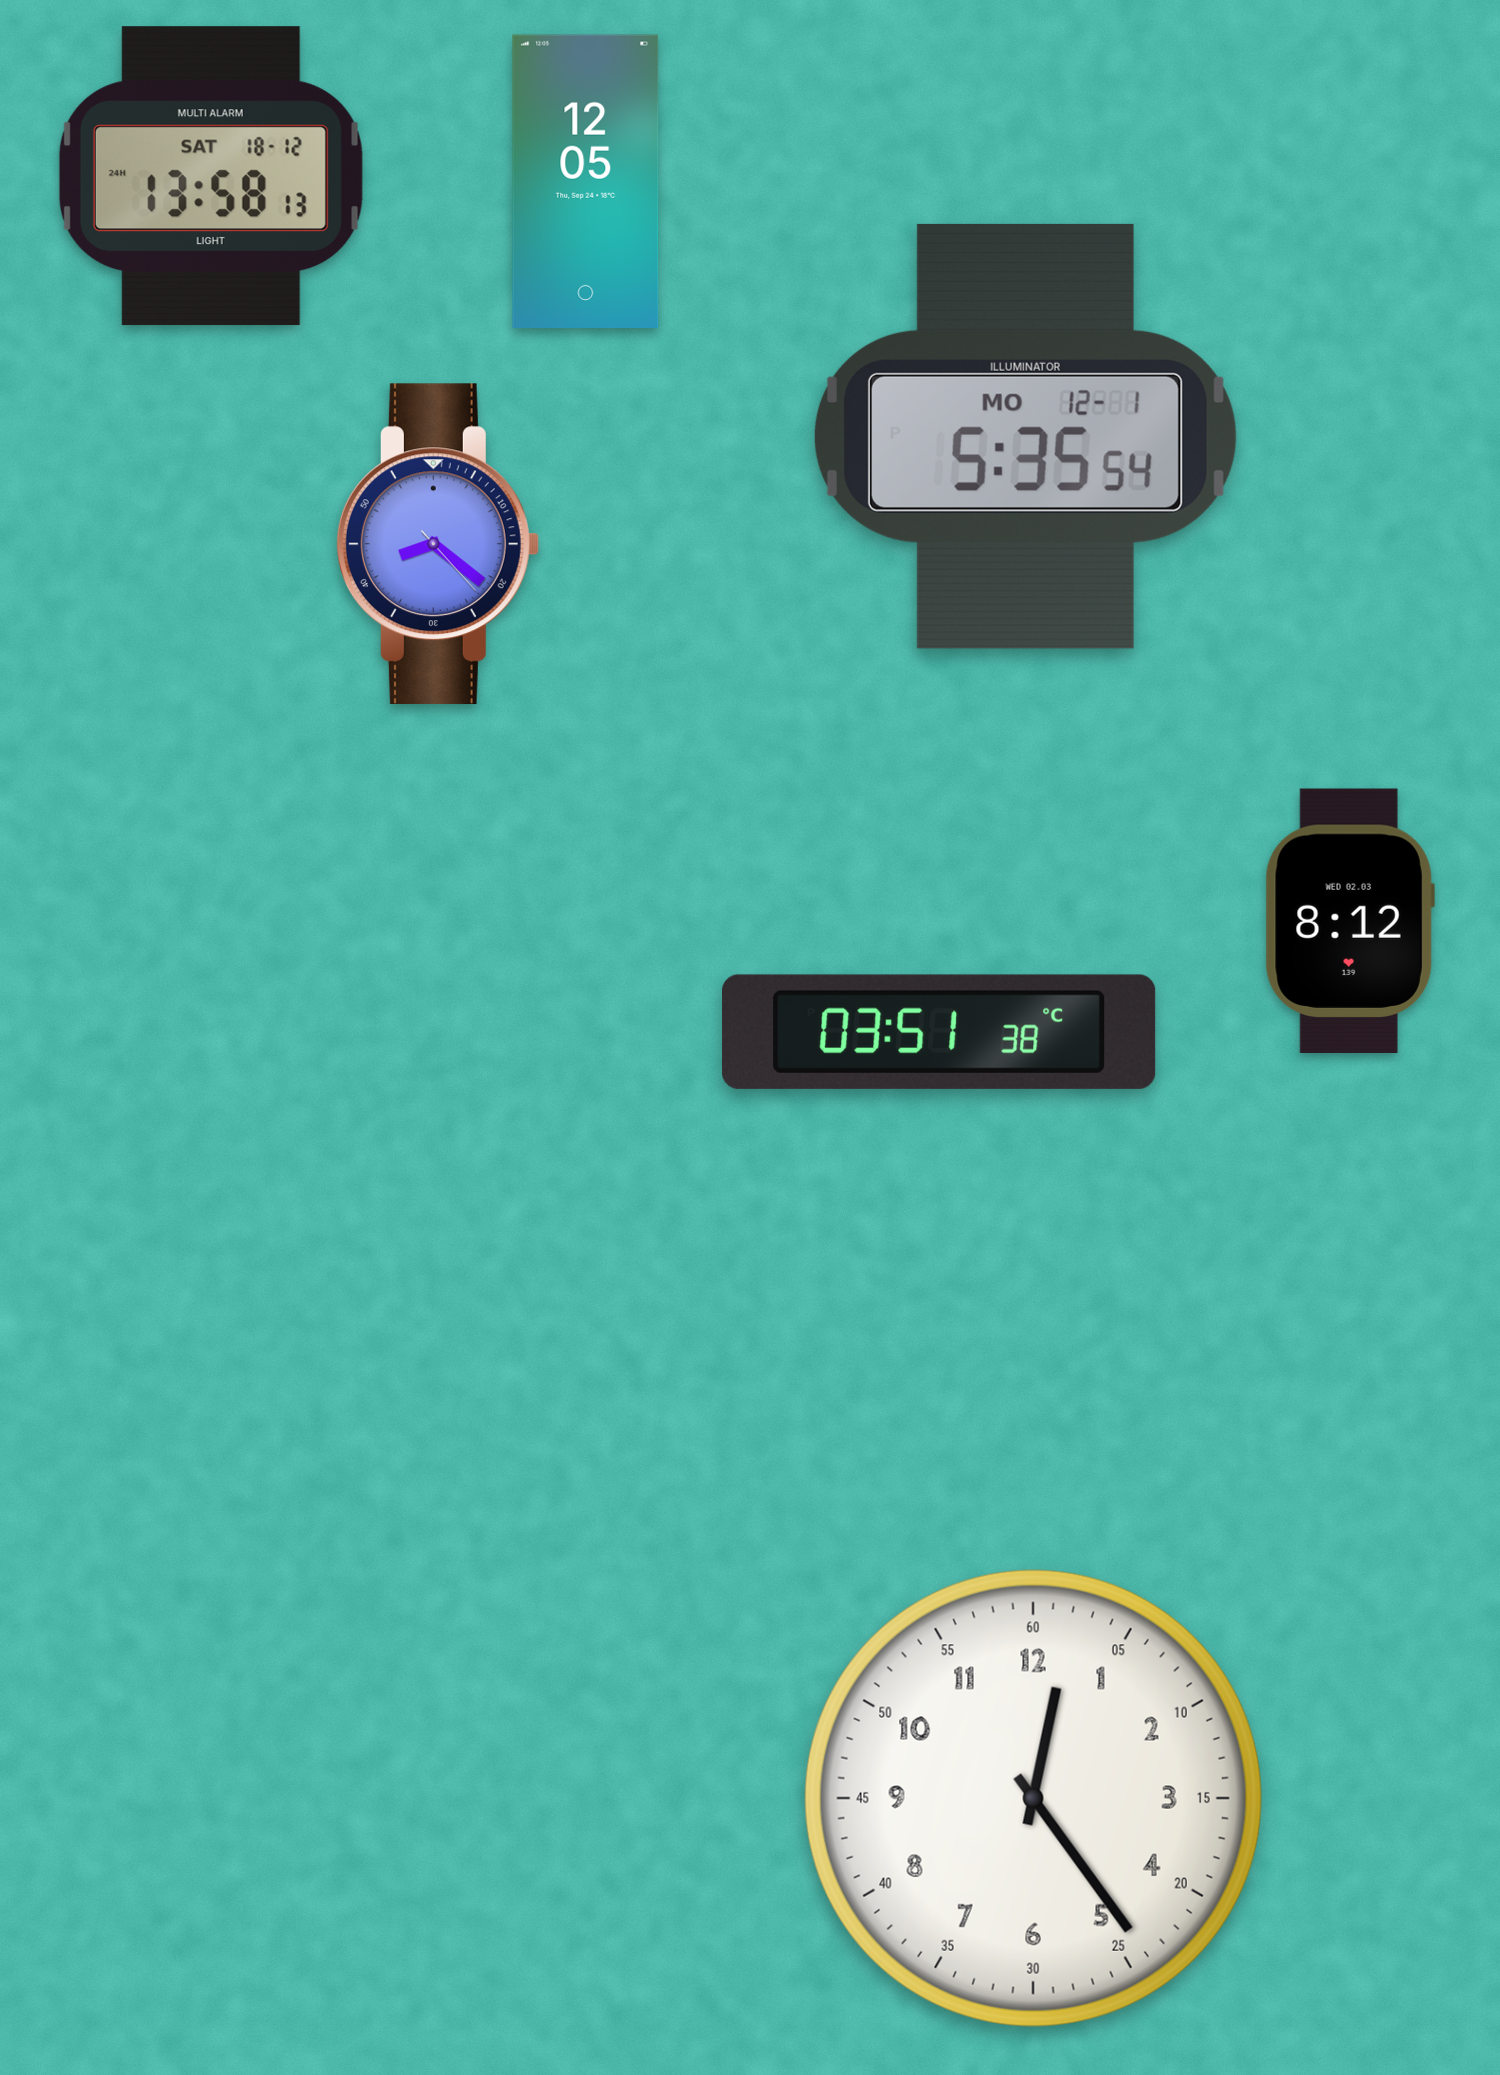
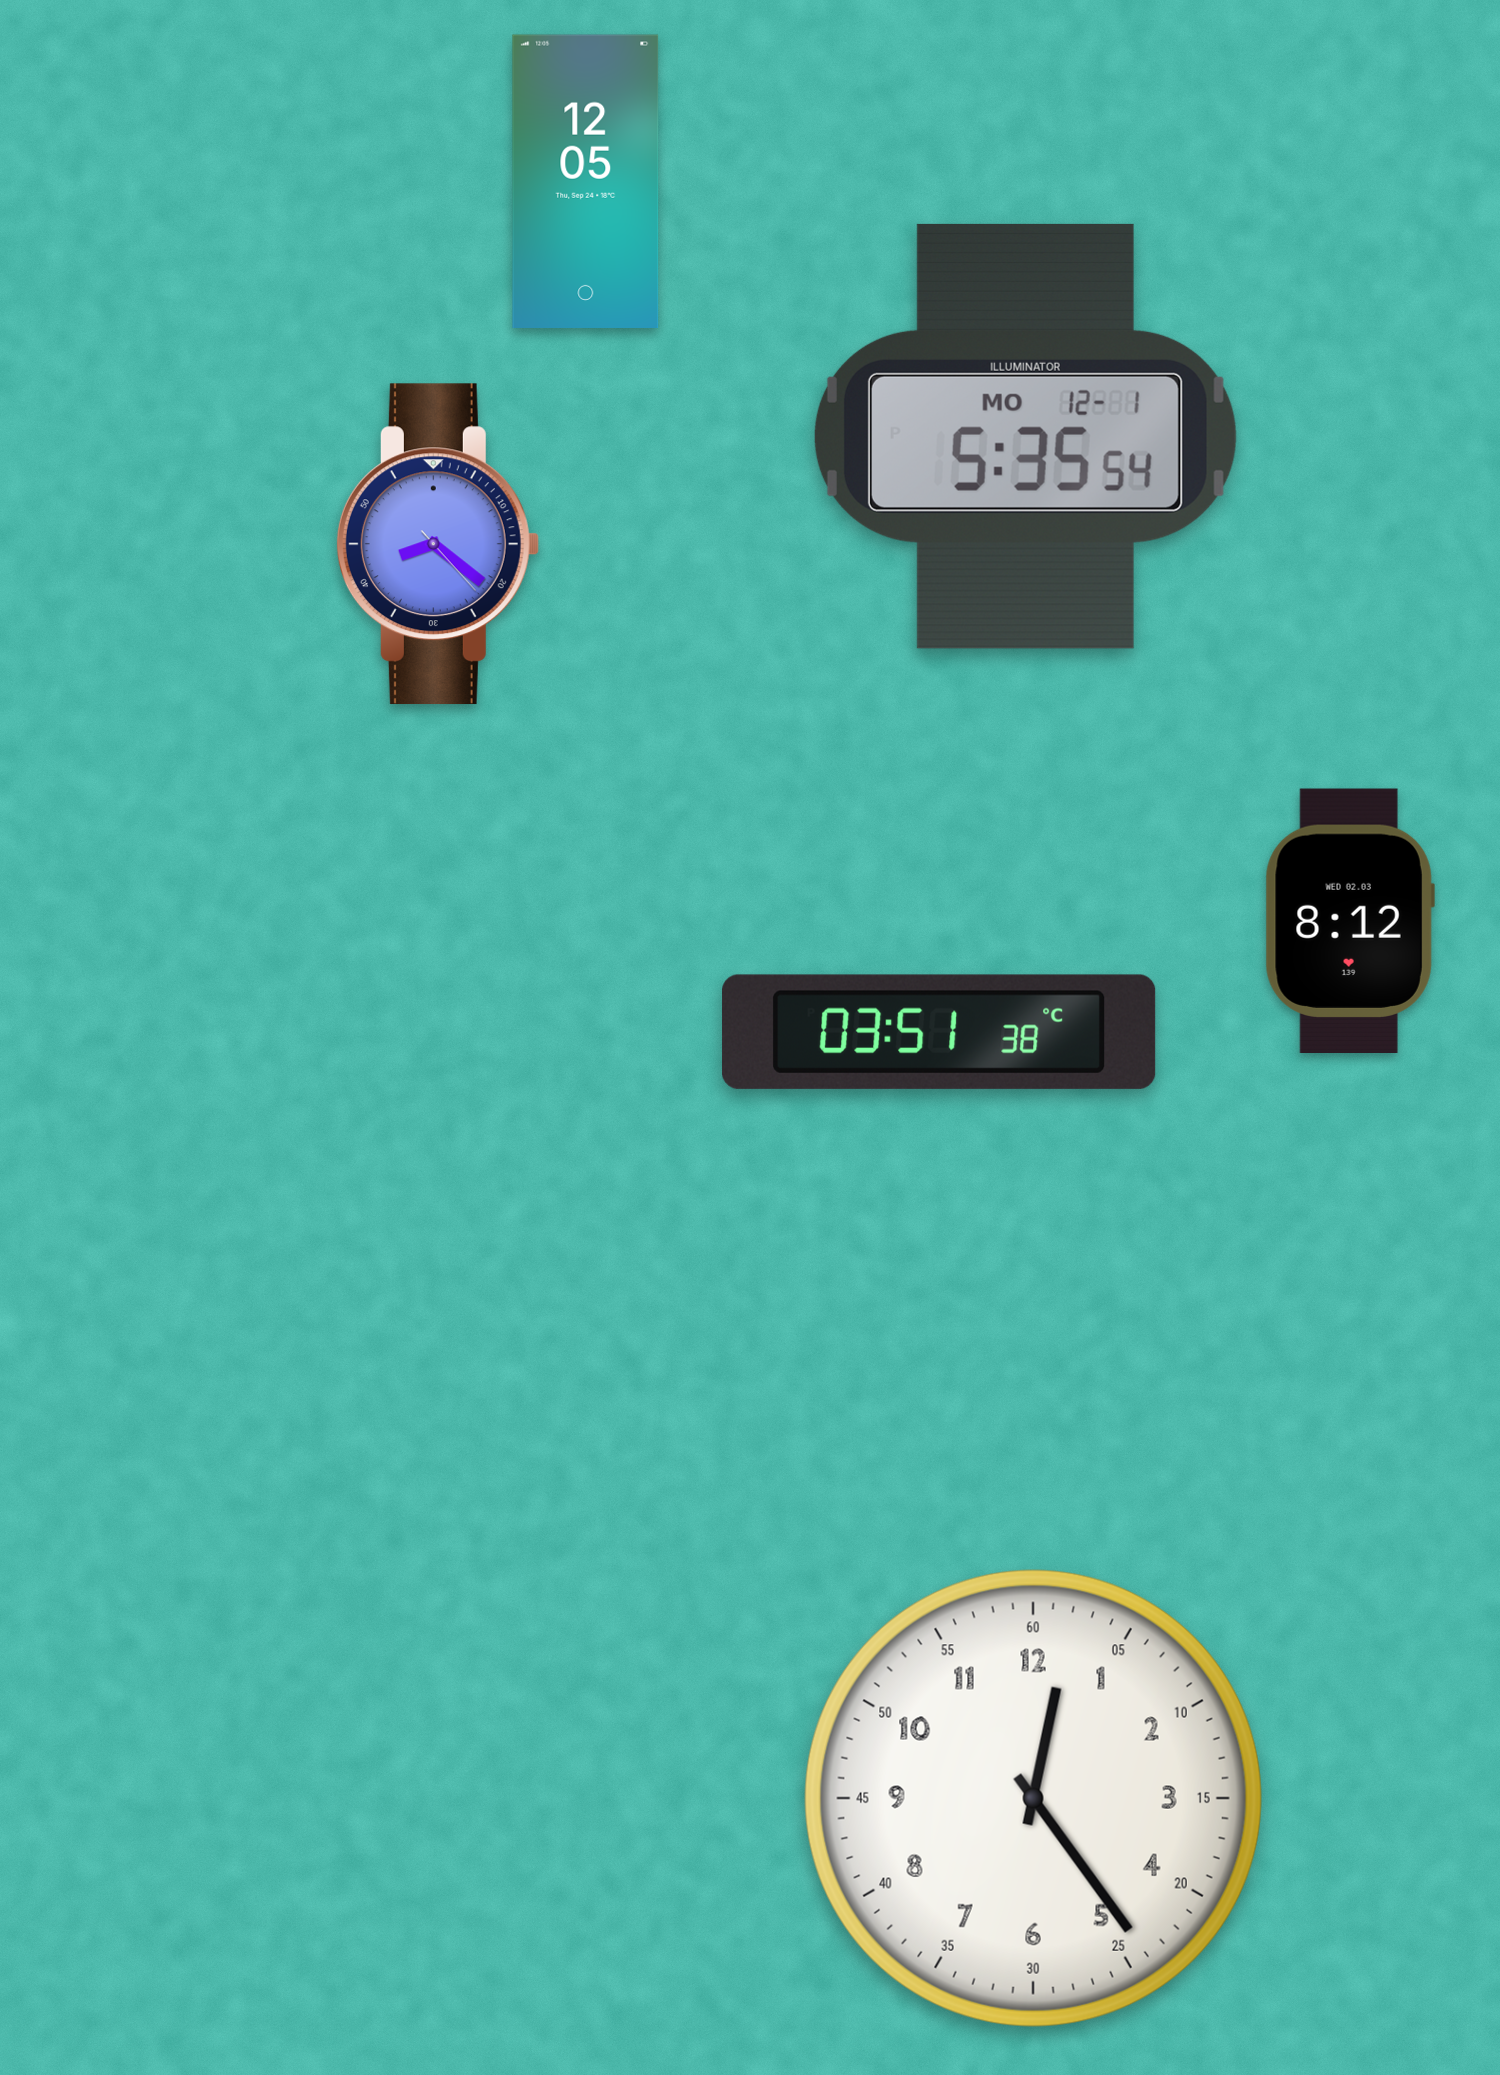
clock at (211, 176): 13:58 -> none
